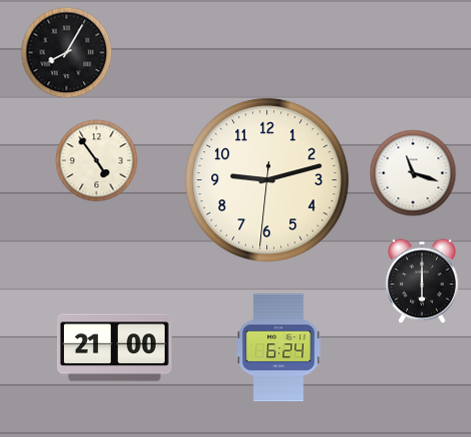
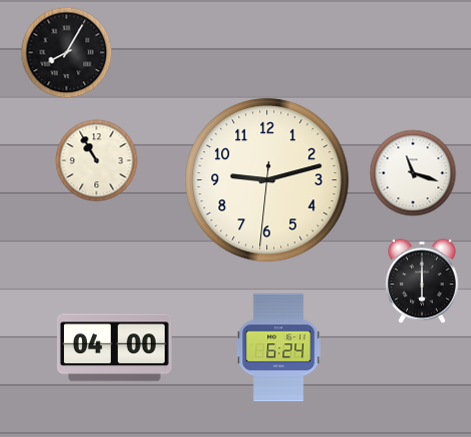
clock at (97, 161): 4:54 -> 10:55
clock at (115, 348): 21:00 -> 04:00
